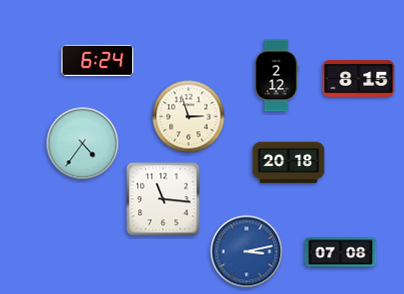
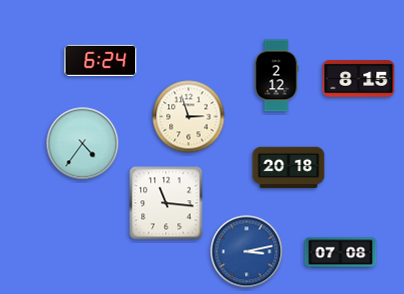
clock at (98, 60) position: (98, 60) -> (101, 60)
clock at (289, 163) position: (289, 163) -> (289, 168)
clock at (163, 199) position: (163, 199) -> (166, 203)
